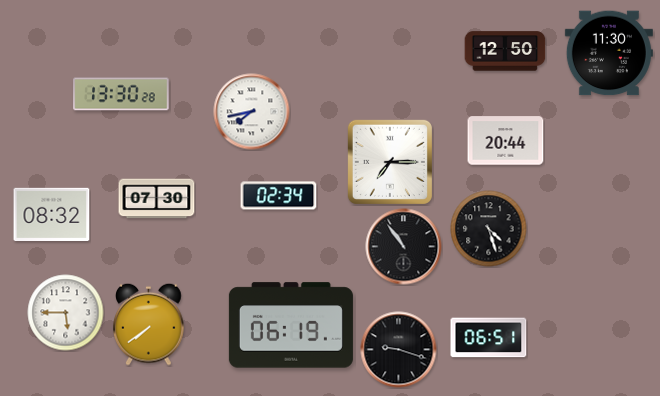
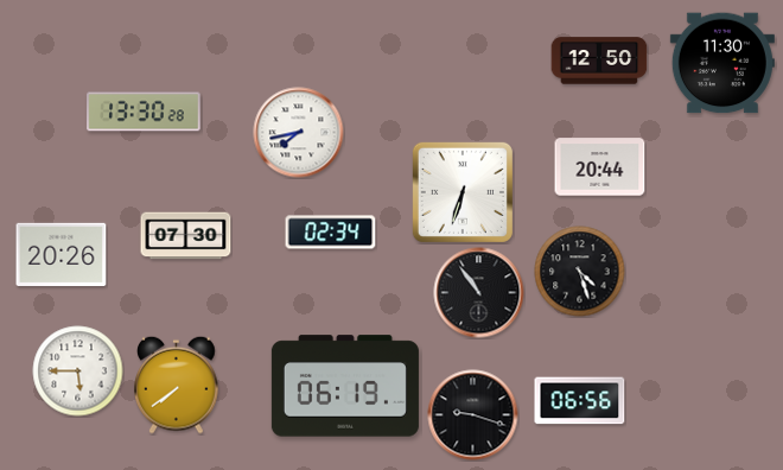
clock at (390, 162): 7:15 -> 6:33
clock at (52, 214): 08:32 -> 20:26
clock at (489, 338): 06:51 -> 06:56
